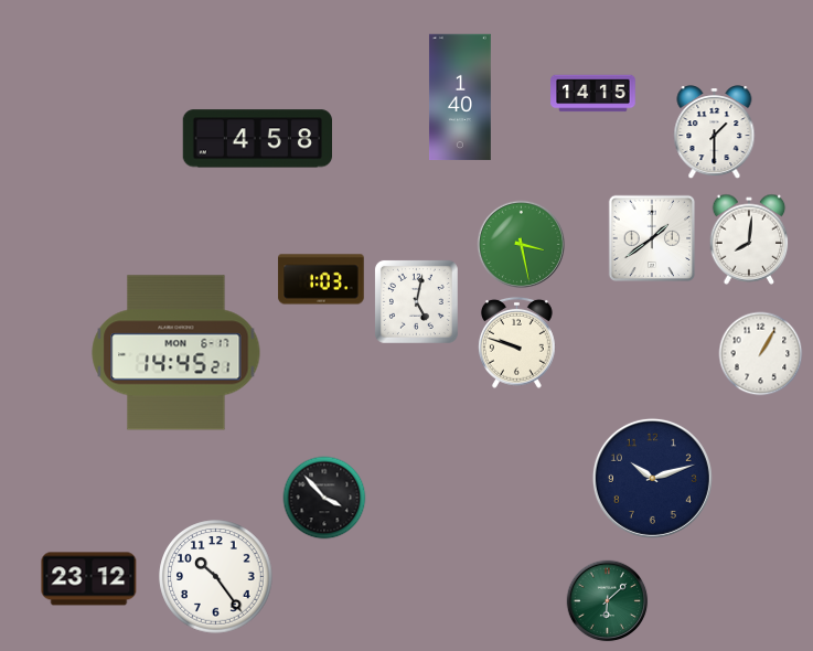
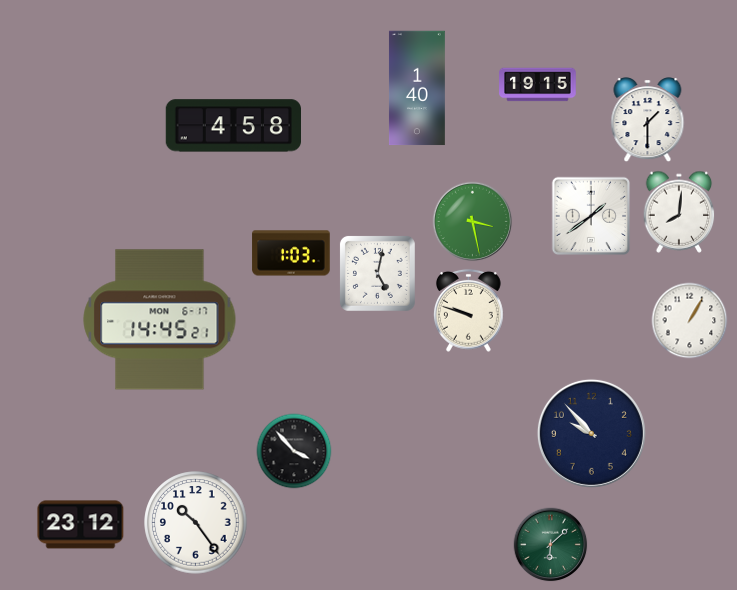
clock at (593, 94): 14:15 -> 19:15
clock at (749, 239) position: (749, 239) -> (679, 212)
clock at (652, 478): 10:12 -> 9:53
